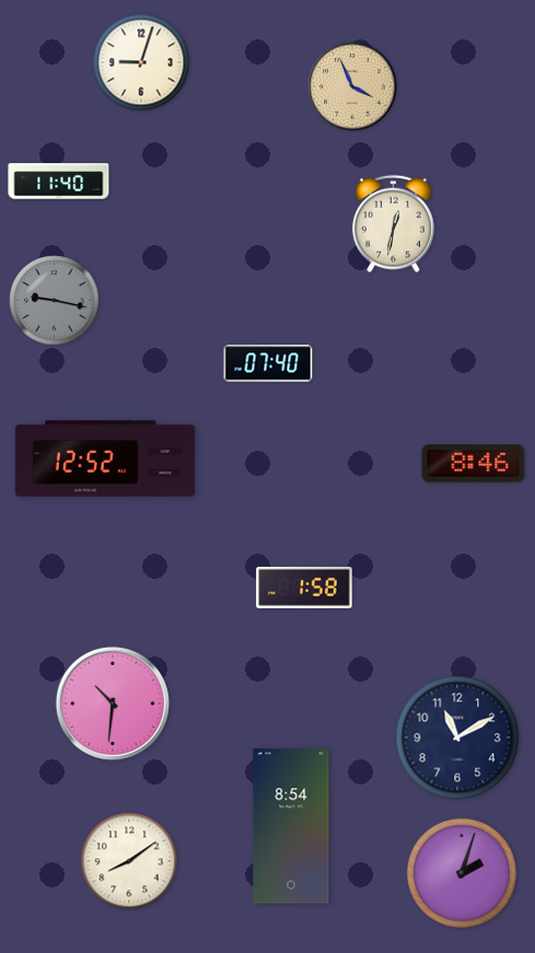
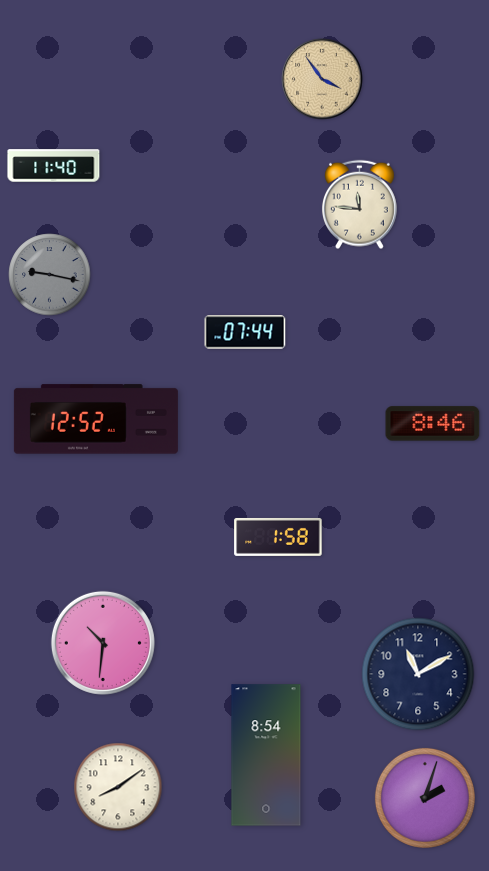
clock at (141, 62): 9:03 -> none
clock at (352, 86): 3:56 -> 3:54
clock at (394, 224): 12:32 -> 11:46
clock at (268, 363): 07:40 -> 07:44
clock at (462, 873) position: (462, 873) -> (425, 798)
